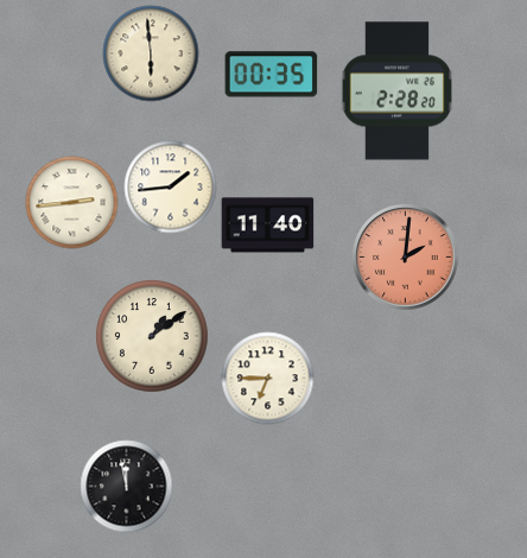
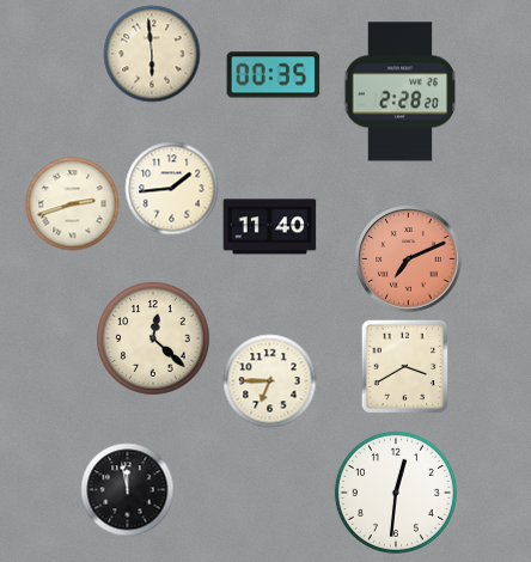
clock at (71, 202): 2:44 -> 2:42
clock at (405, 256): 2:01 -> 7:11
clock at (152, 336): 1:09 -> 12:22
clock at (405, 366): none -> 3:40
clock at (396, 493): none -> 12:31
